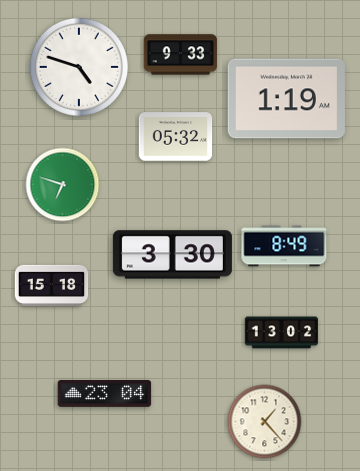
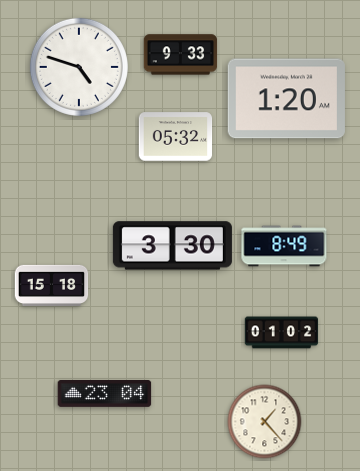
clock at (286, 99): 1:19 -> 1:20
clock at (63, 185): 6:48 -> none
clock at (172, 255) position: (172, 255) -> (172, 246)
clock at (282, 333): 13:02 -> 01:02
